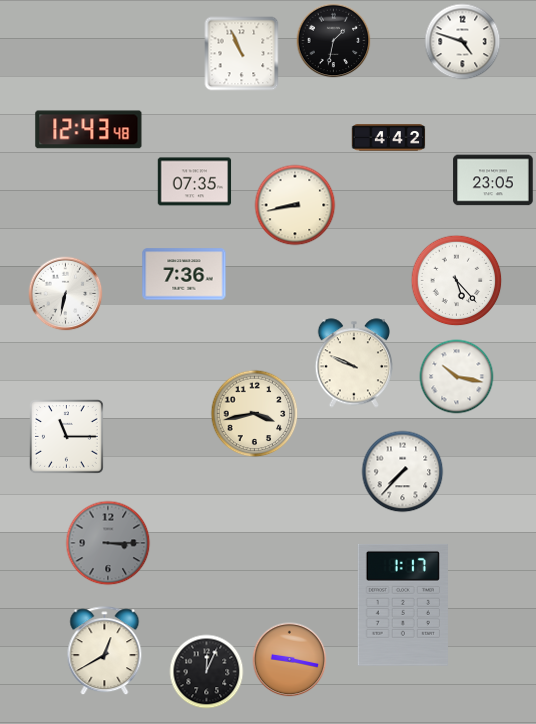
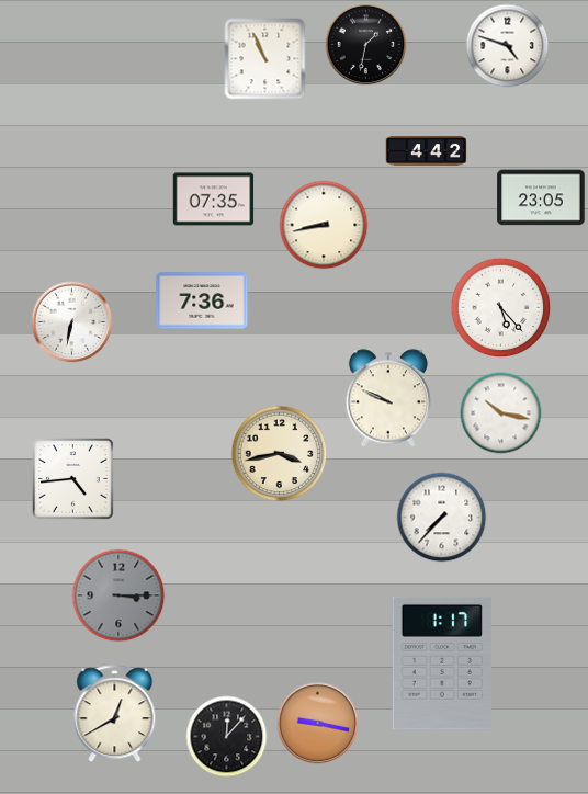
clock at (89, 130): 12:43 -> none
clock at (67, 437): 11:15 -> 4:44
clock at (207, 672): 12:04 -> 12:07
